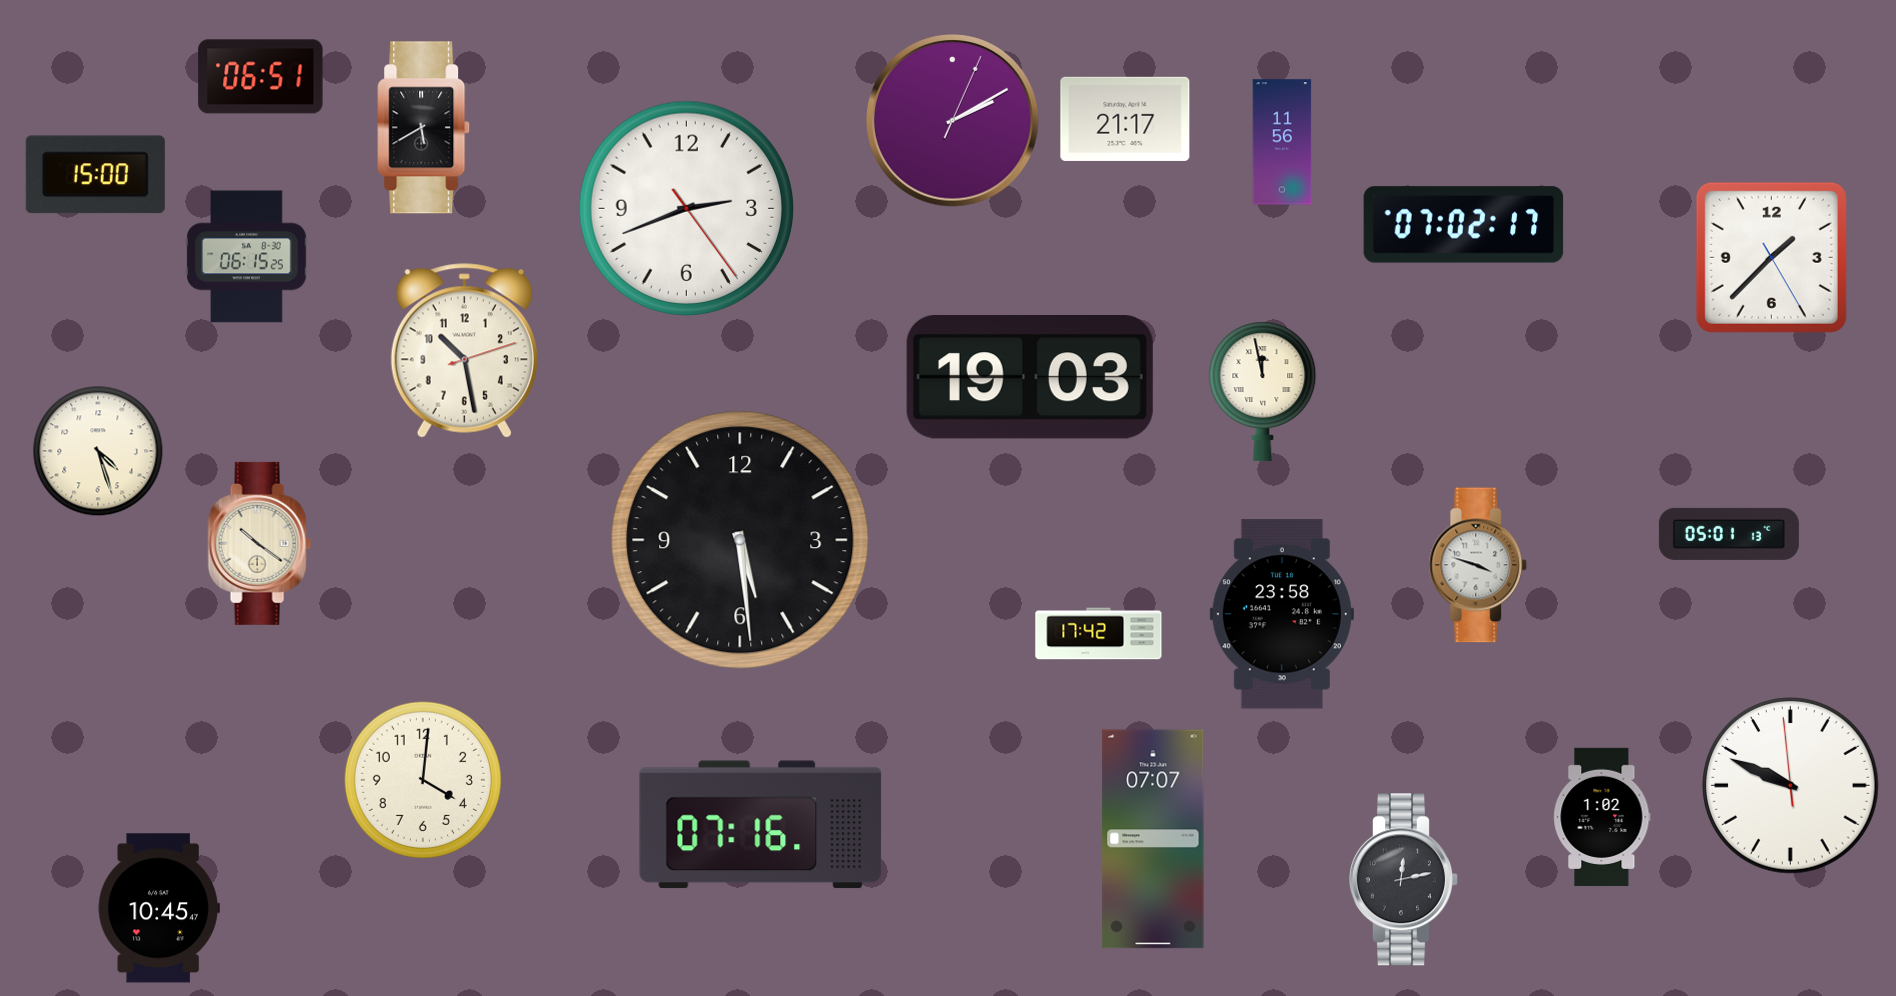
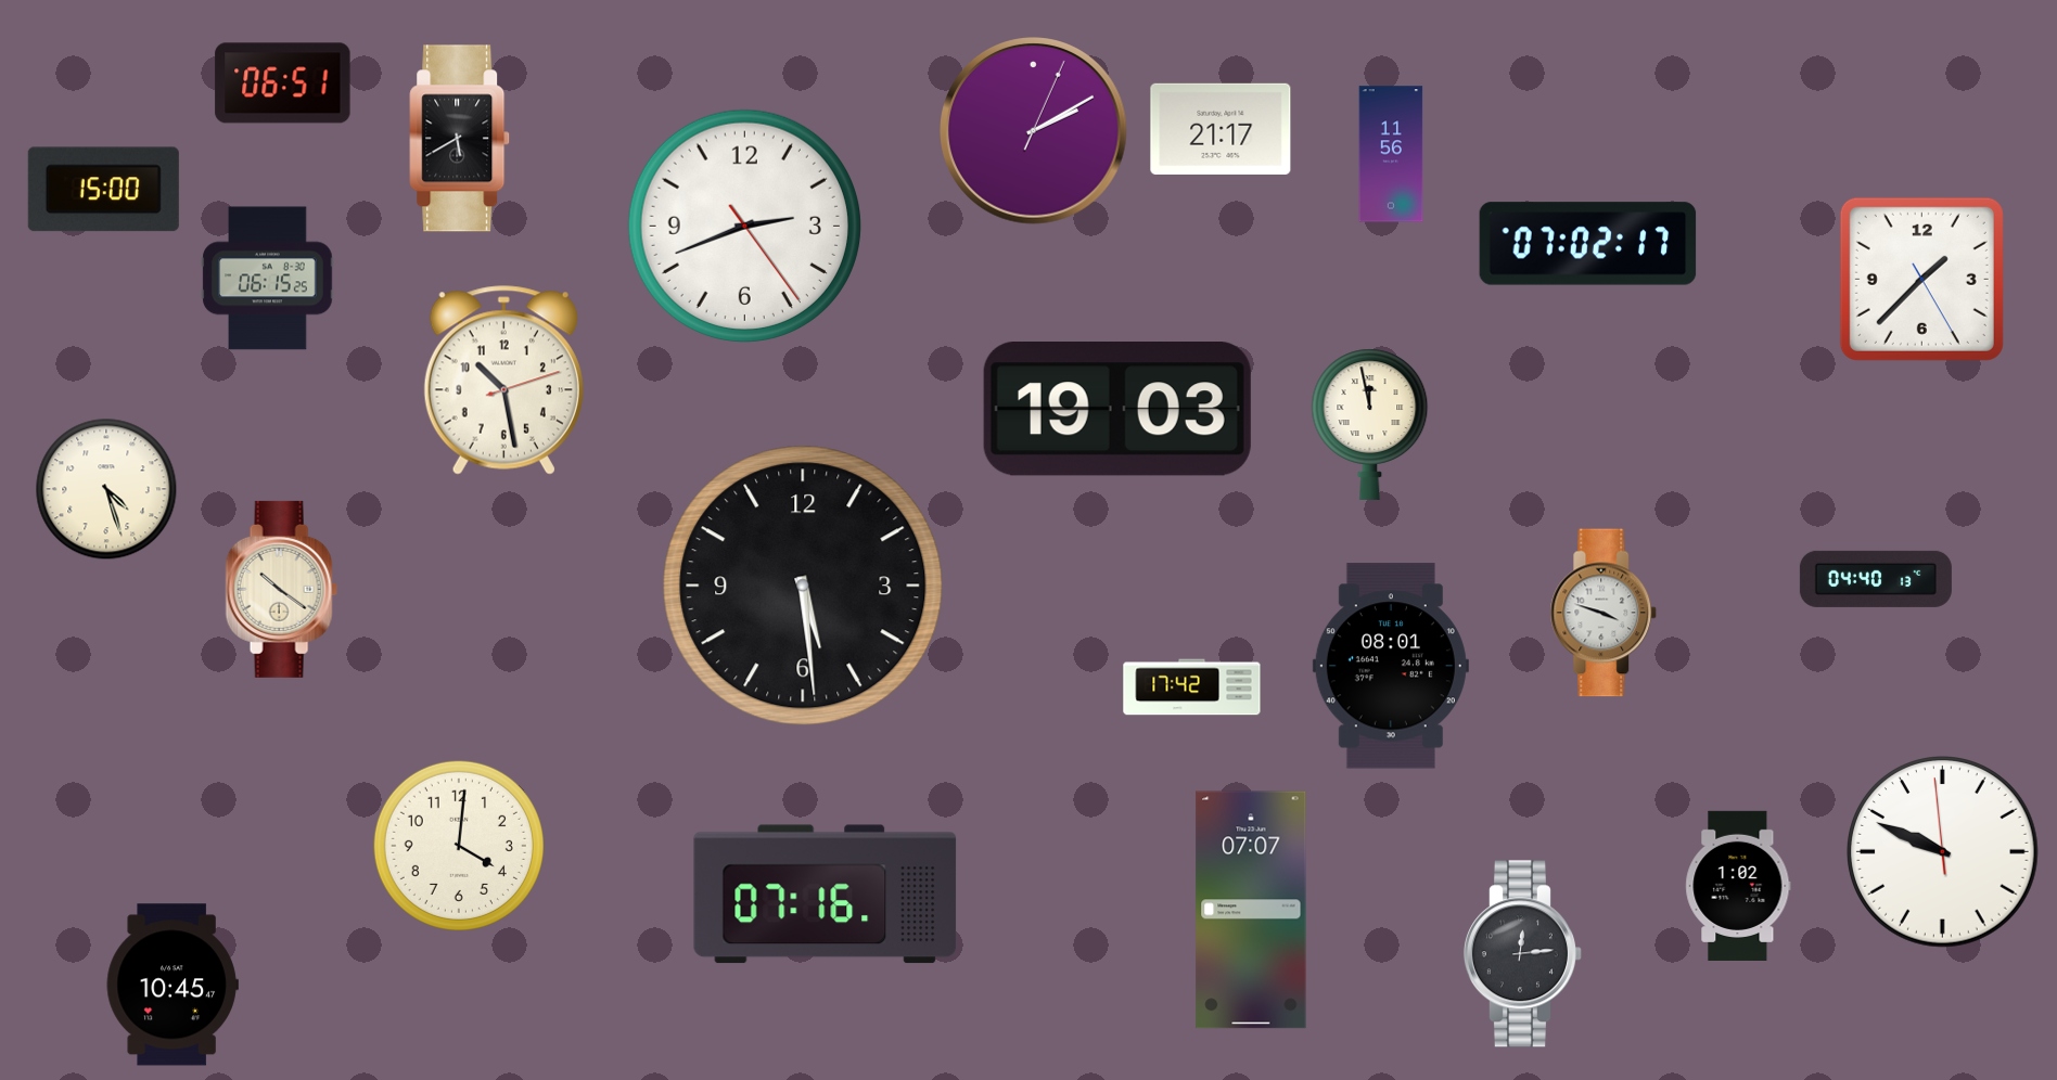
clock at (1729, 534): 05:01 -> 04:40
clock at (1282, 614): 23:58 -> 08:01
clock at (1403, 880): 12:13 -> 12:14
